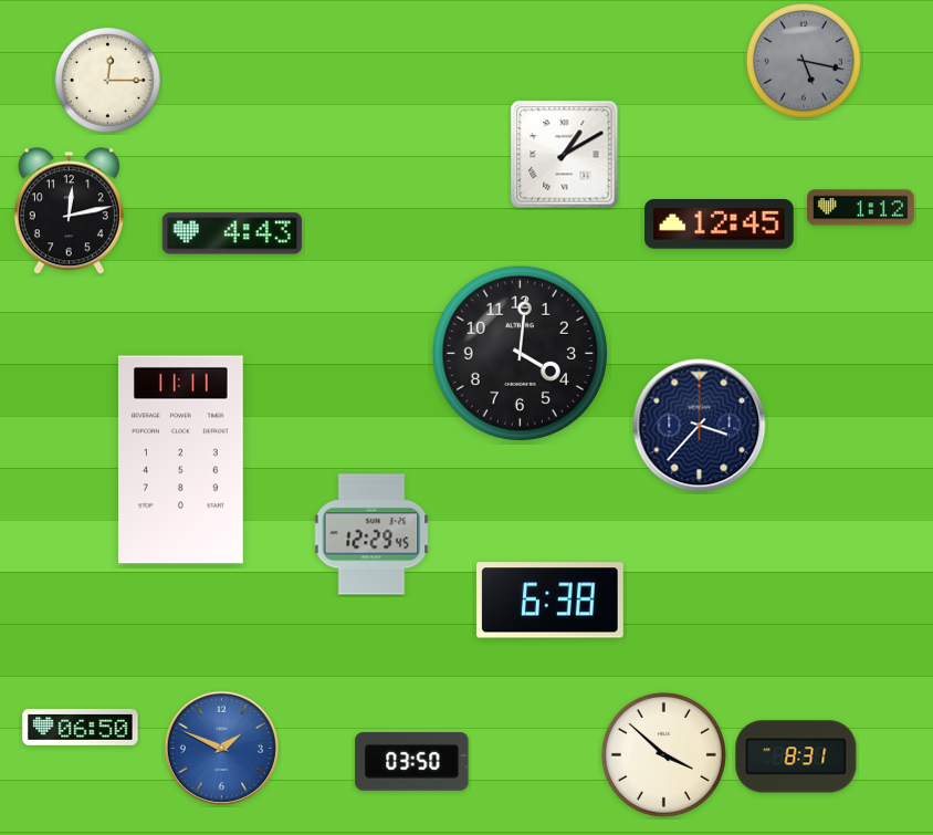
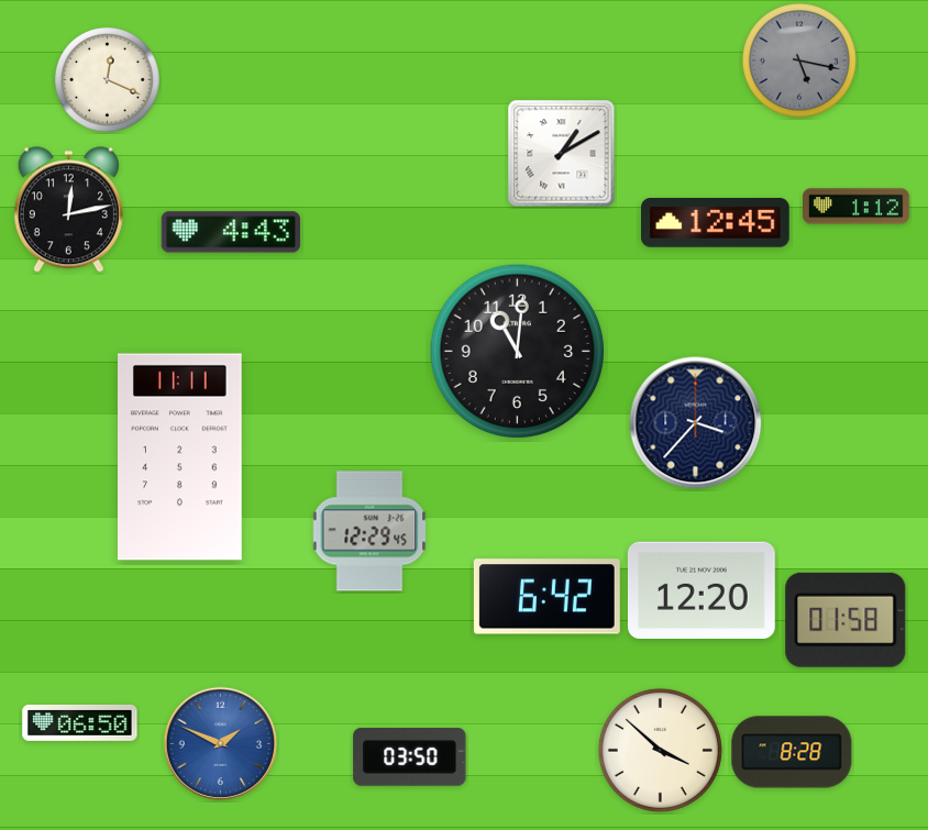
clock at (108, 81): 12:15 -> 12:19
clock at (520, 353): 4:01 -> 11:01
clock at (701, 589): none -> 12:20
clock at (549, 601): 6:38 -> 6:42
clock at (846, 620): none -> 01:58
clock at (796, 756): 8:31 -> 8:28
